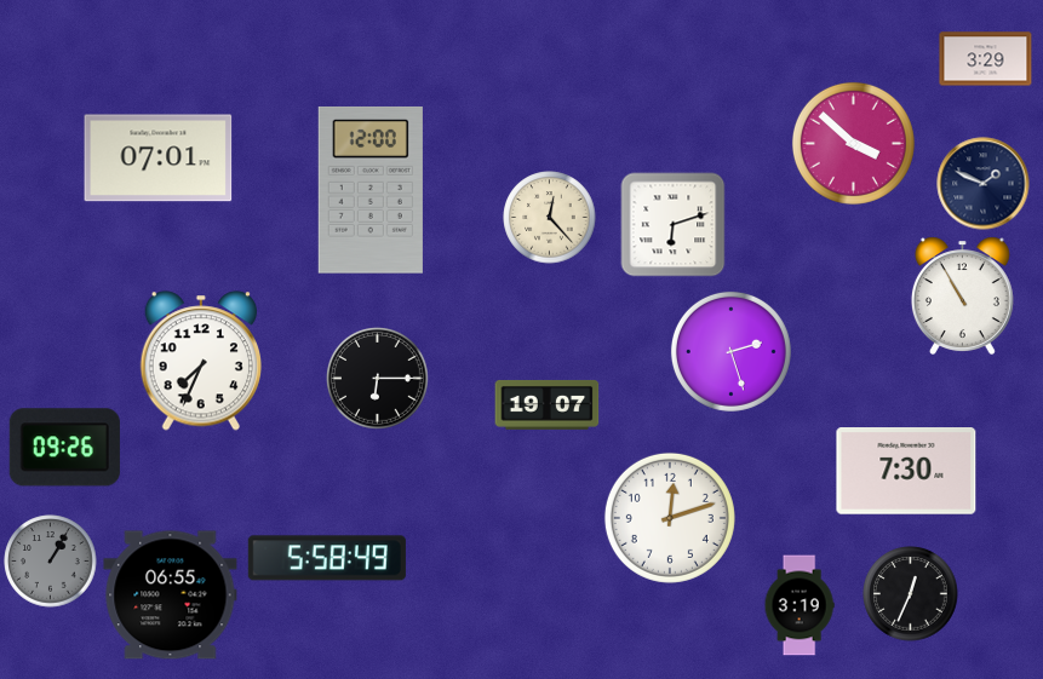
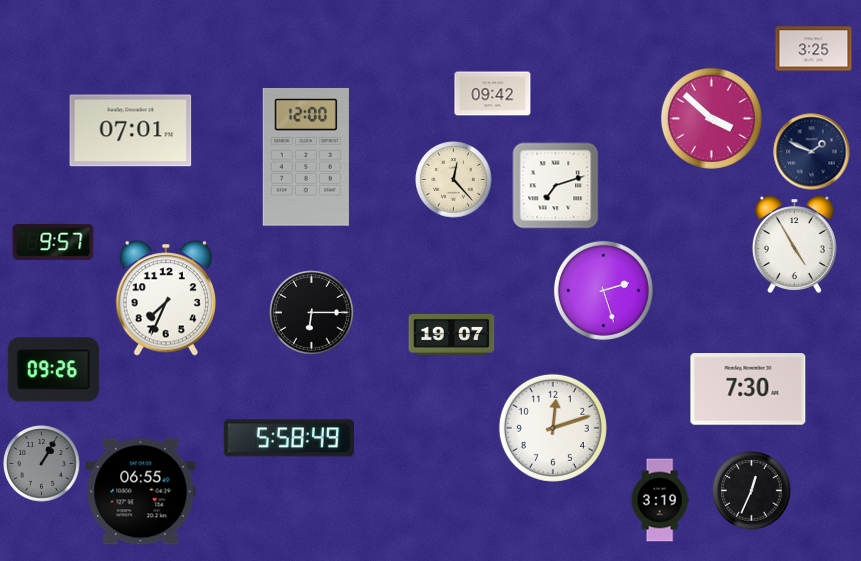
clock at (986, 59): 3:29 -> 3:25
clock at (493, 94): none -> 09:42
clock at (853, 143) position: (853, 143) -> (711, 118)
clock at (674, 225): 6:12 -> 7:12
clock at (53, 242): none -> 9:57
clock at (962, 295): 10:55 -> 4:55
clock at (327, 558) position: (327, 558) -> (289, 438)
